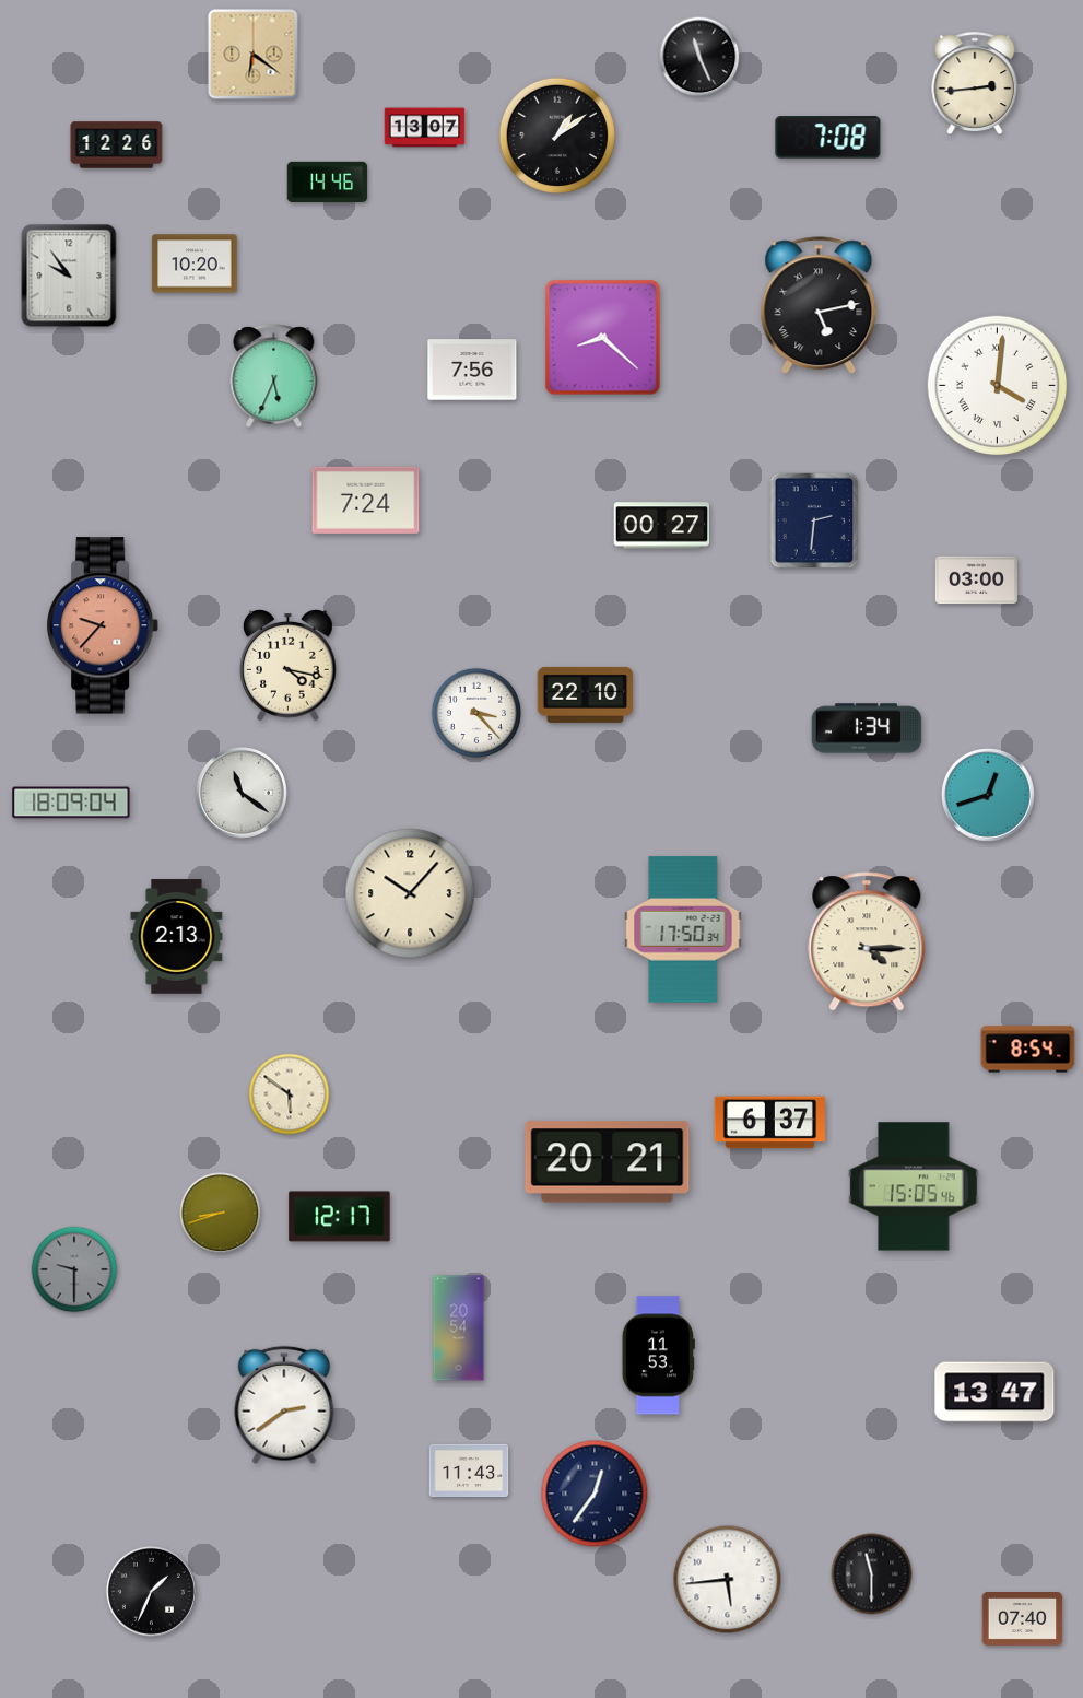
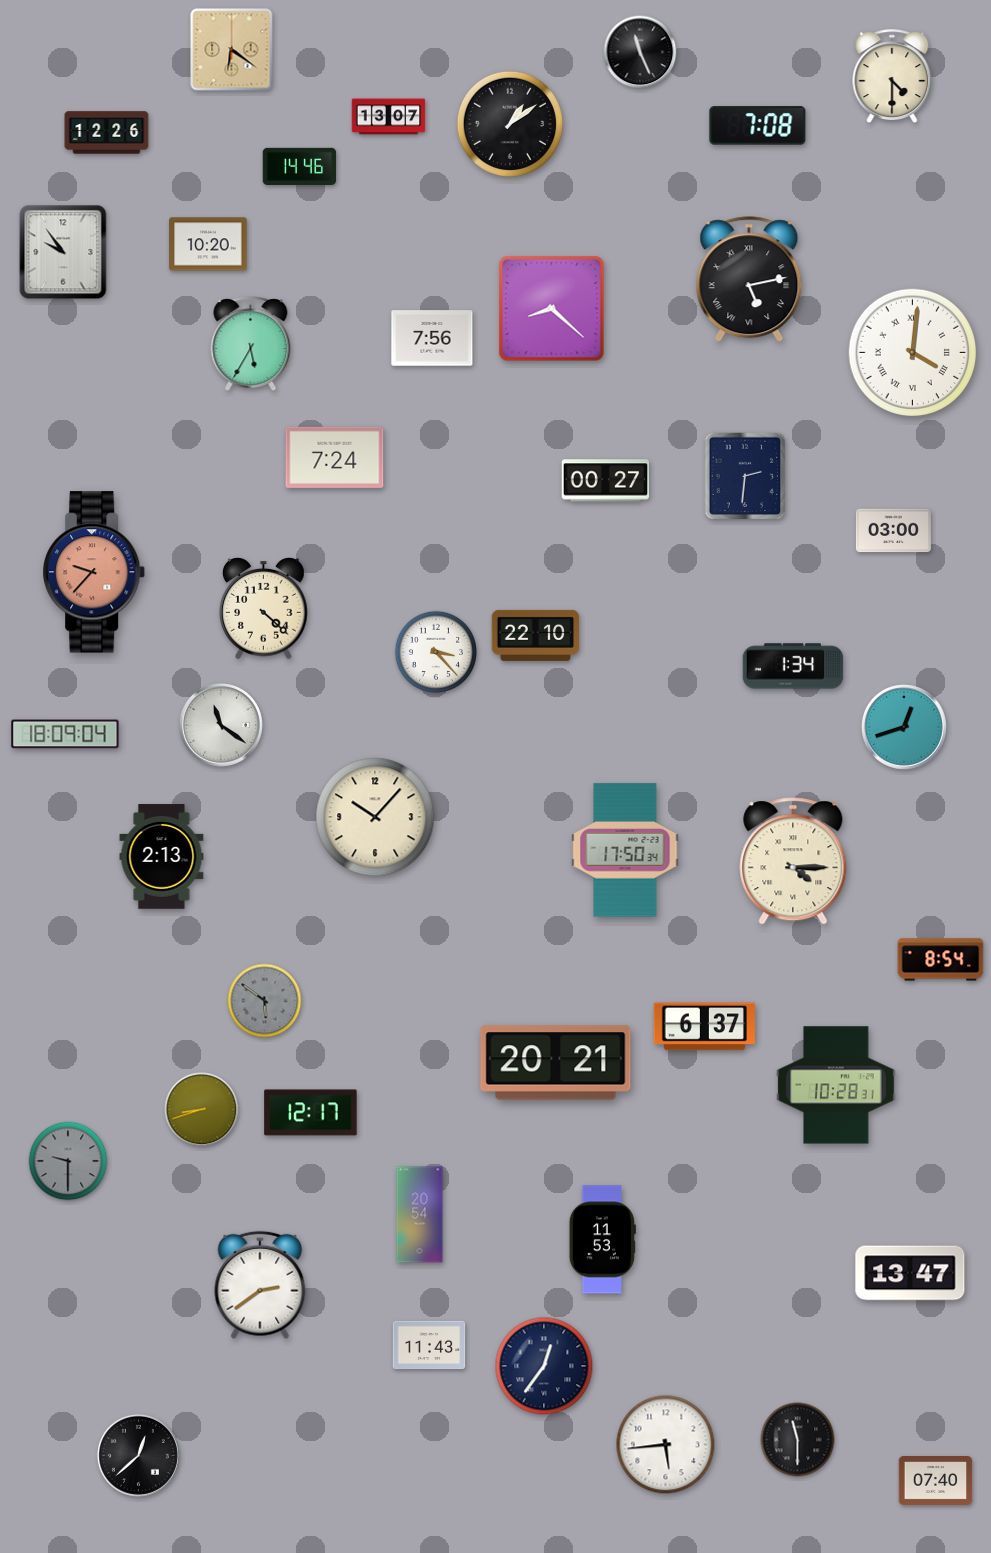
clock at (975, 84): 2:44 -> 4:30
clock at (195, 264) position: (195, 264) -> (208, 244)
clock at (274, 376): 5:34 -> 5:35
clock at (289, 666): 4:17 -> 4:22
clock at (290, 1094) dial: cream -> grey
clock at (914, 1186): 15:05 -> 10:28
clock at (151, 1591): 1:34 -> 12:38
